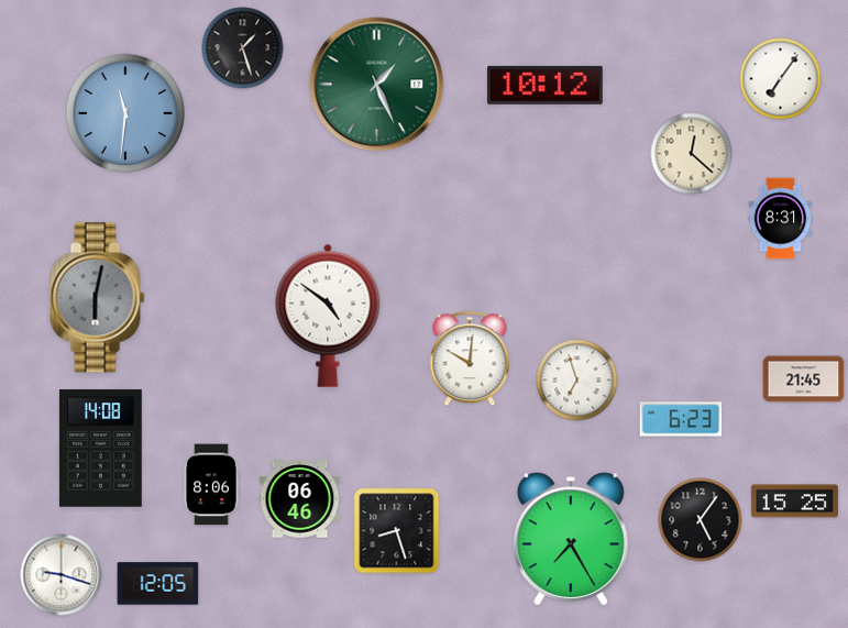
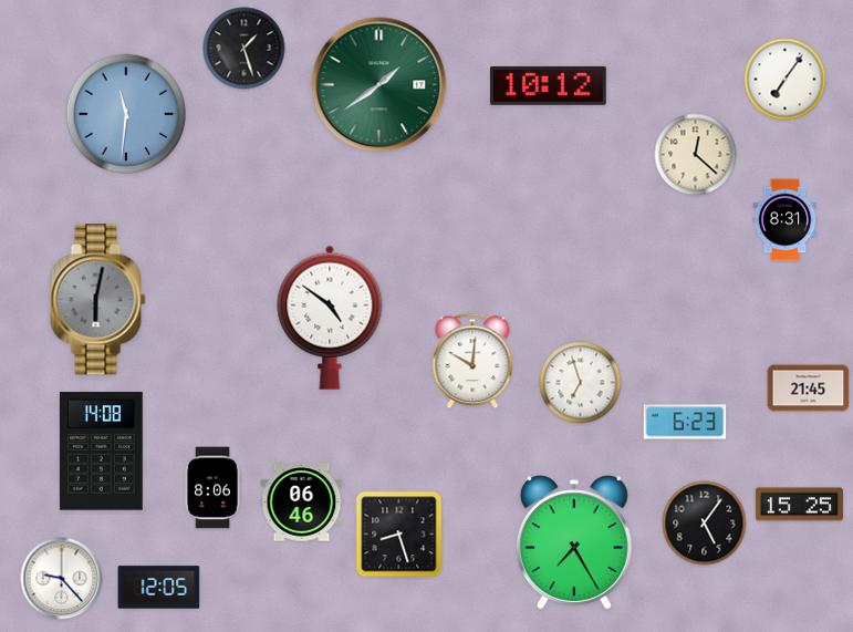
clock at (377, 85): 1:26 -> 1:39
clock at (804, 379) position: (804, 379) -> (809, 388)
clock at (62, 575): 9:18 -> 9:23
